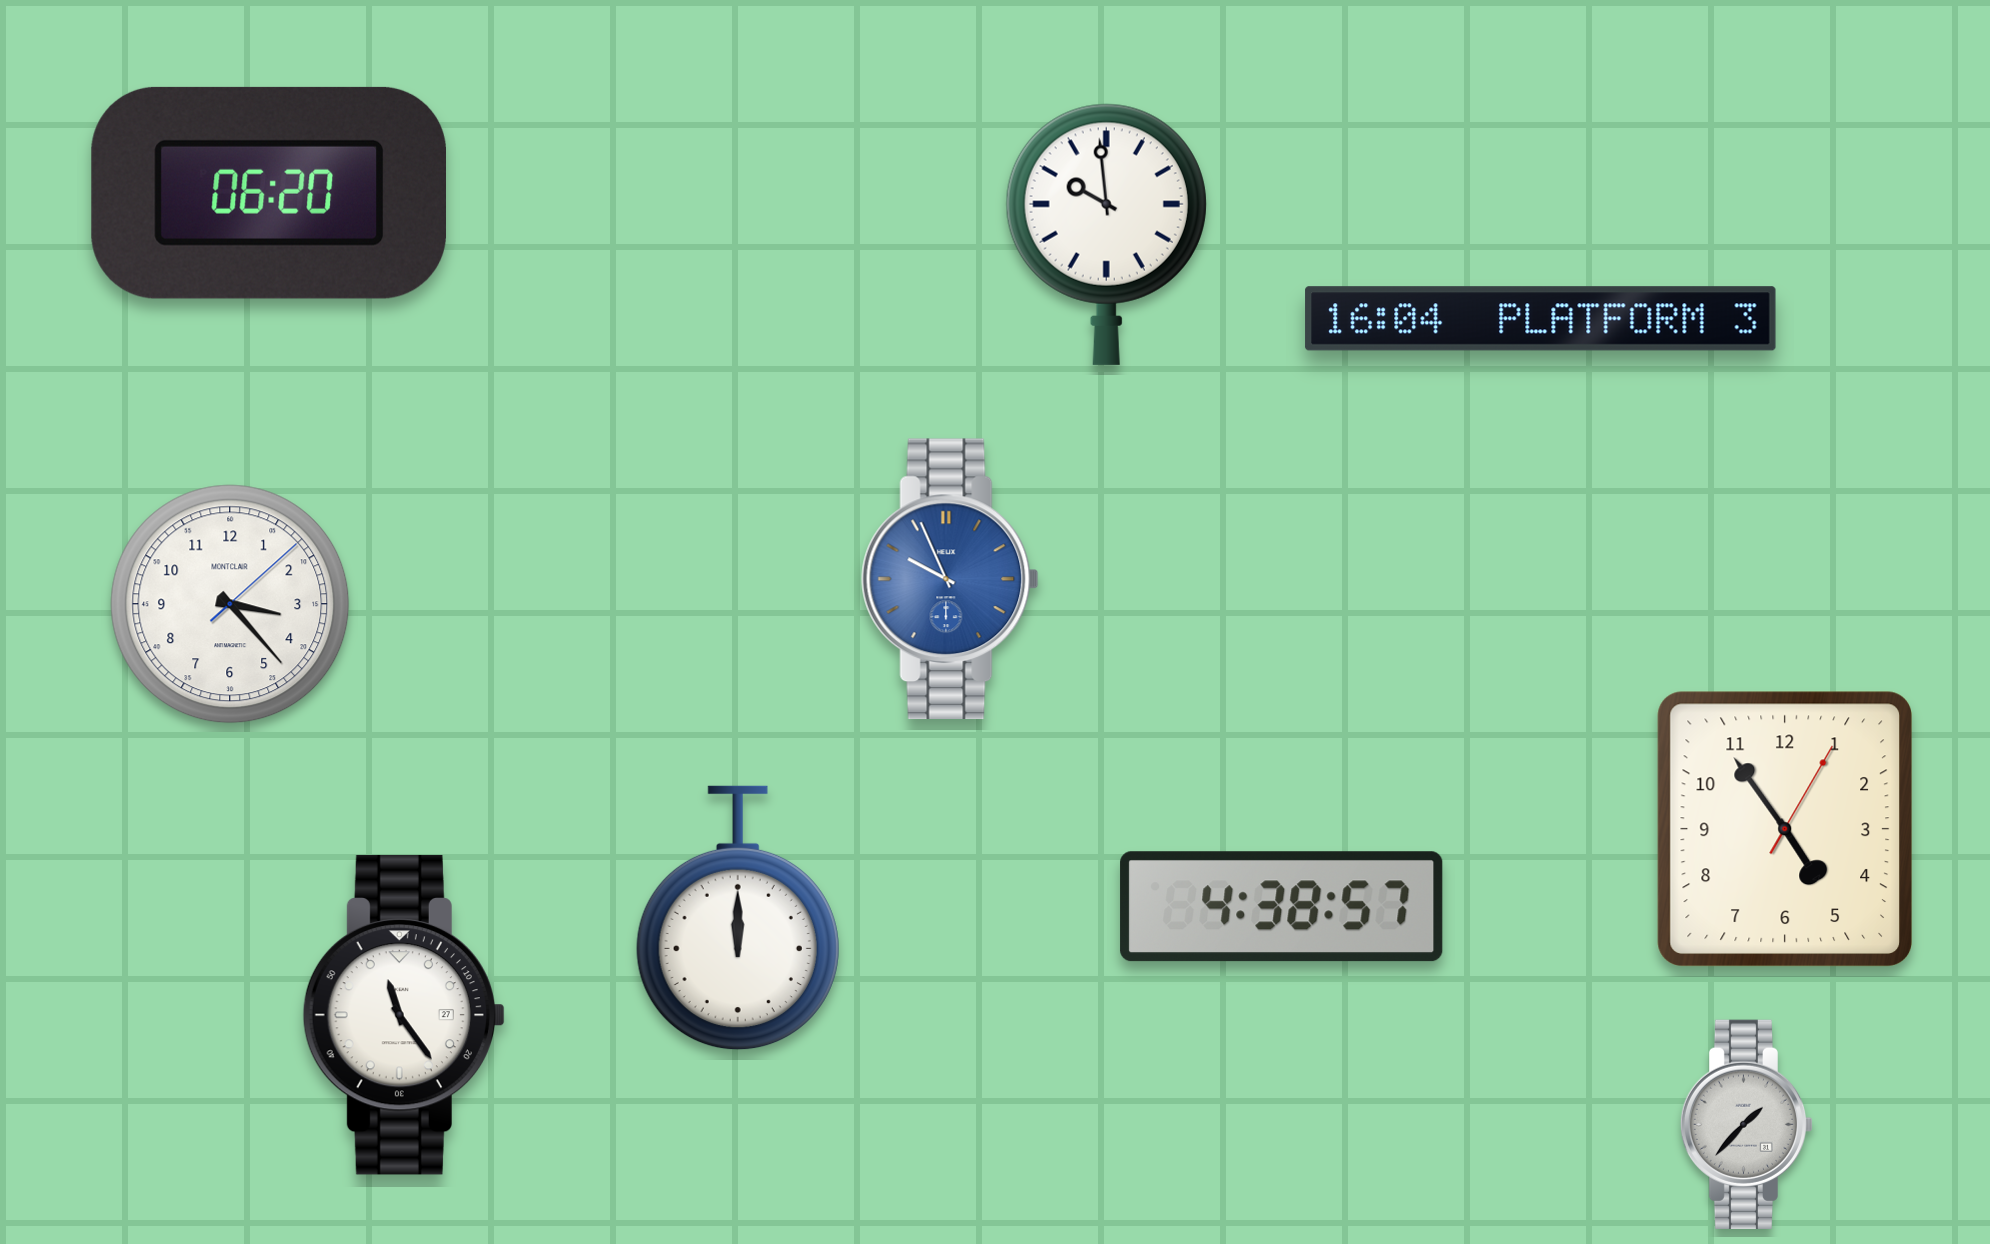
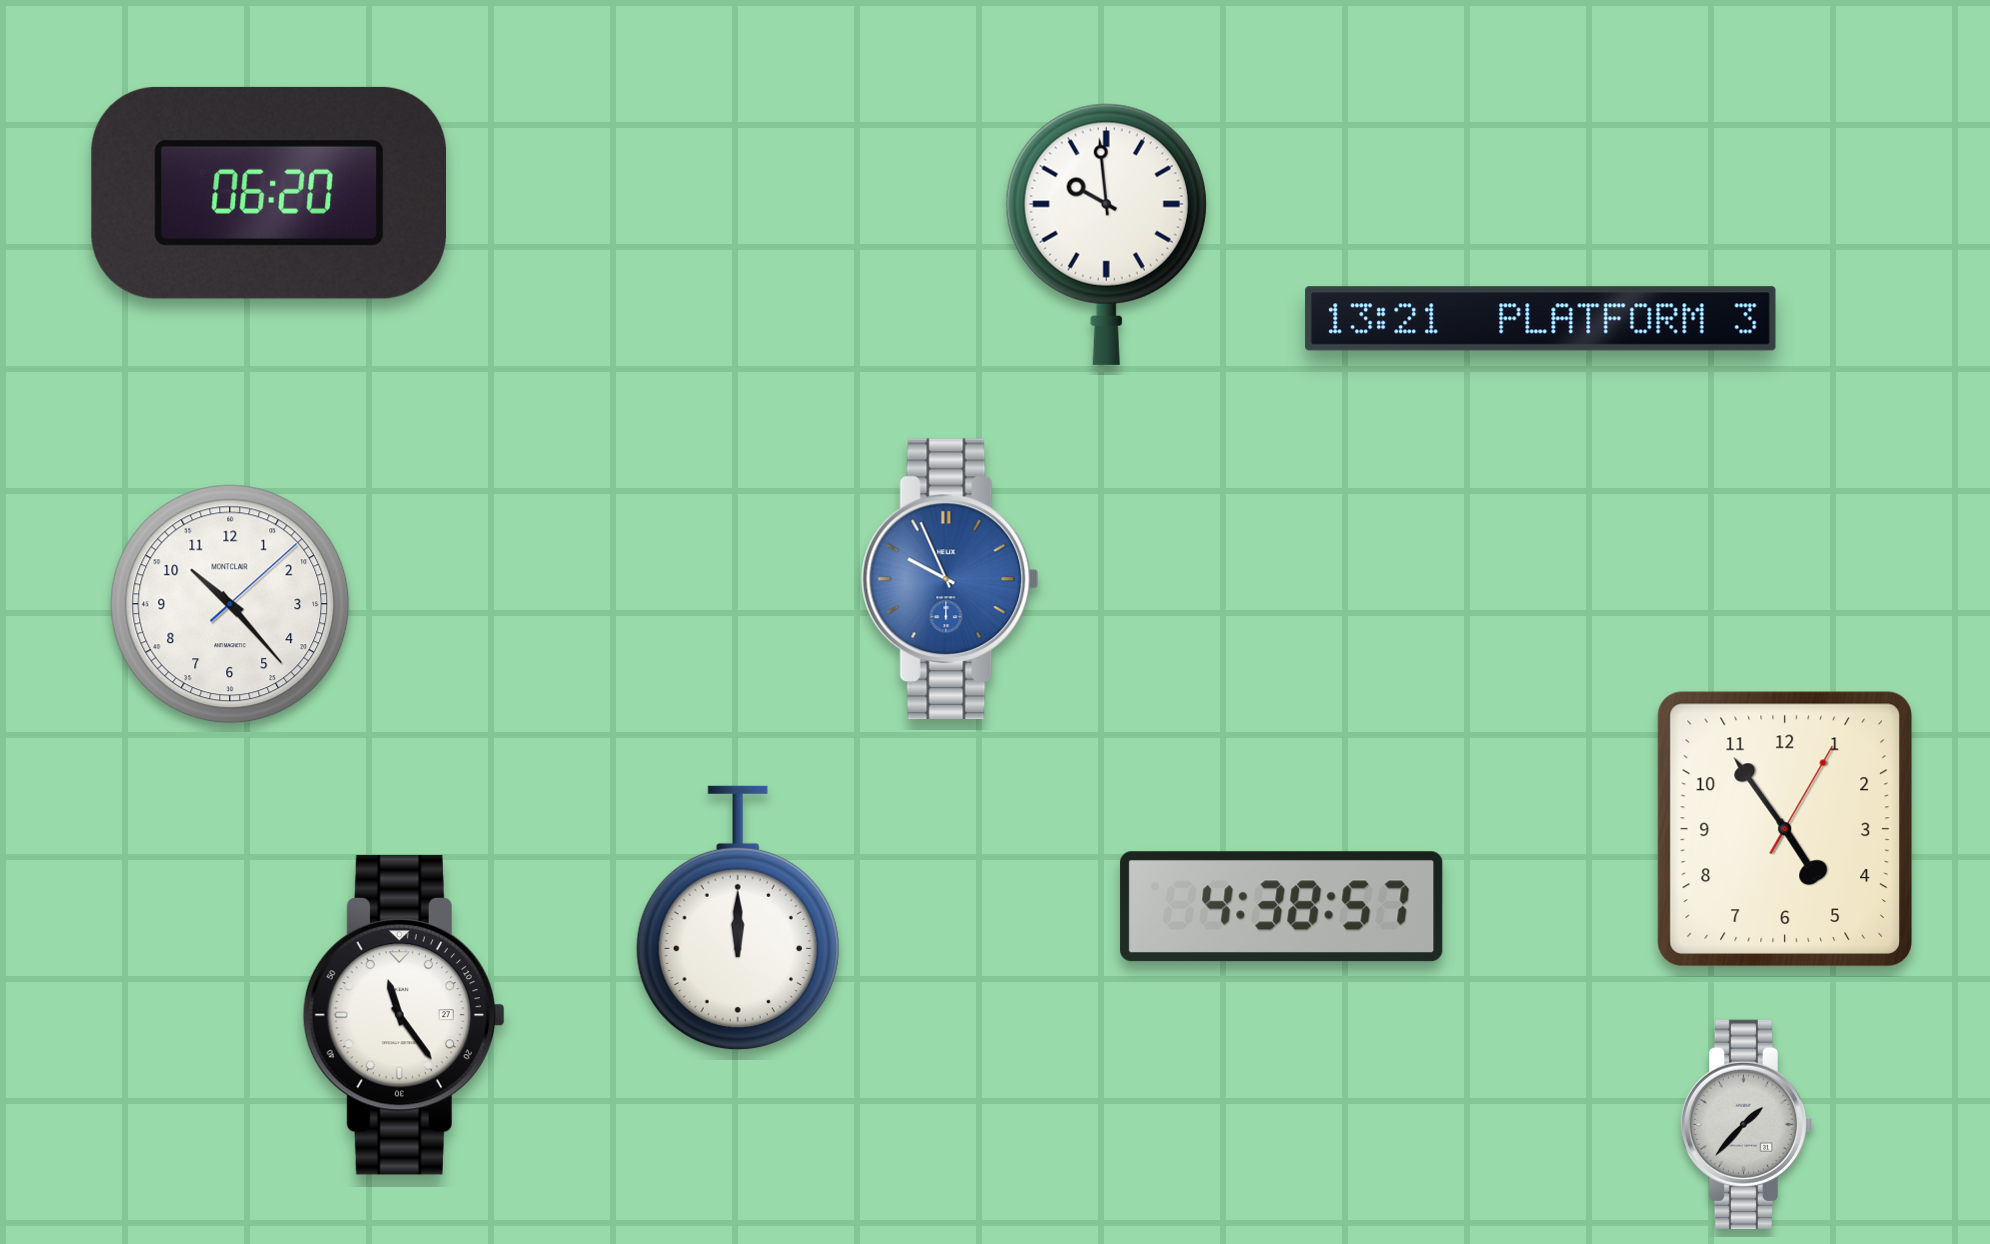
clock at (1541, 319): 16:04 -> 13:21
clock at (230, 604): 3:23 -> 10:23
